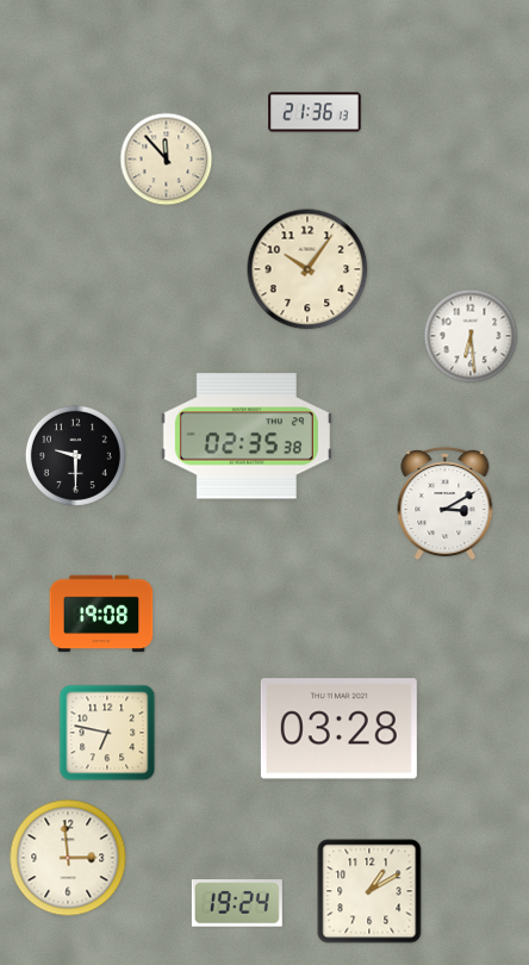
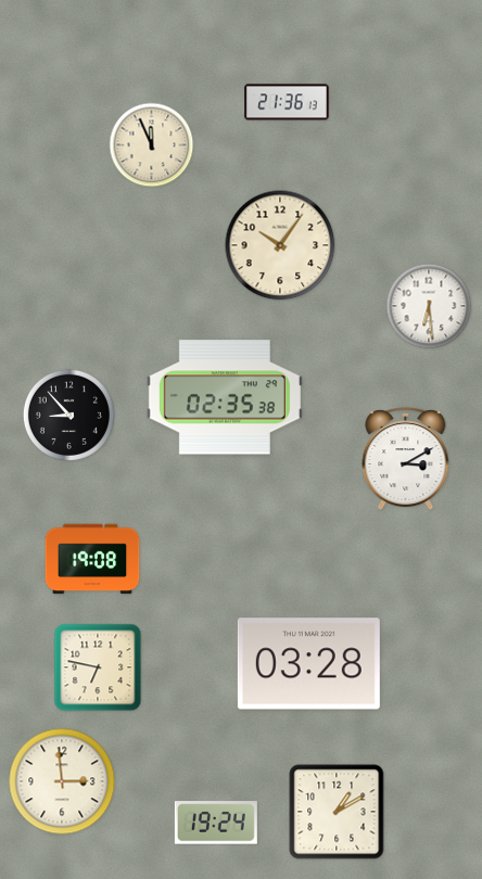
clock at (167, 160): 11:53 -> 11:56
clock at (75, 455): 9:30 -> 8:53
